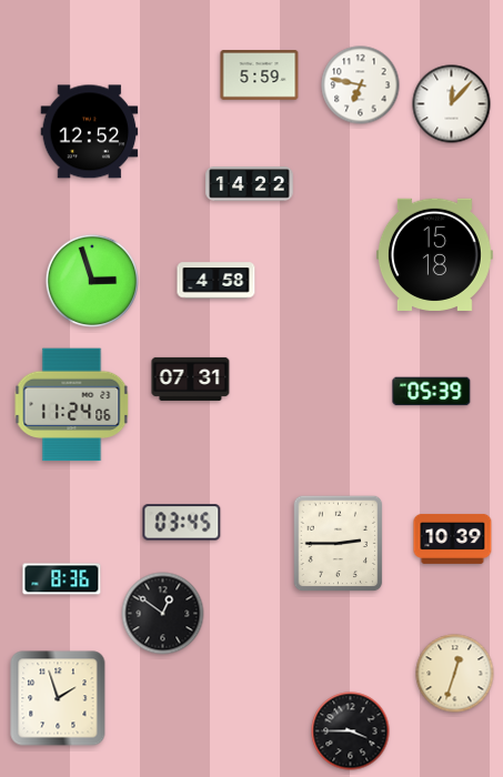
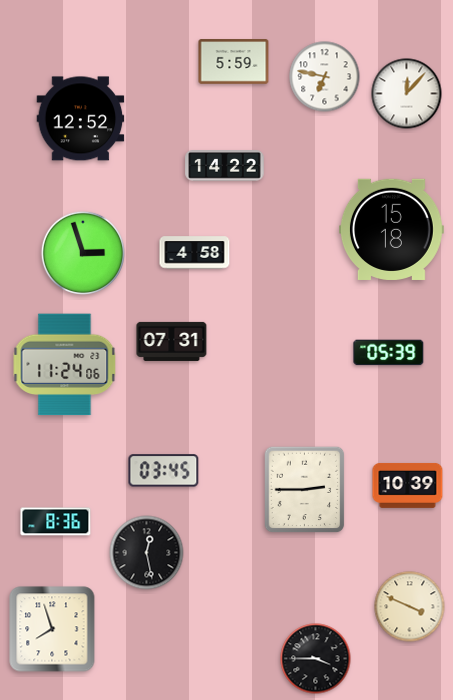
clock at (260, 75) position: (260, 75) -> (234, 62)
clock at (163, 614): 12:51 -> 12:28
clock at (455, 674): 12:33 -> 3:49
clock at (58, 698): 1:57 -> 7:57
